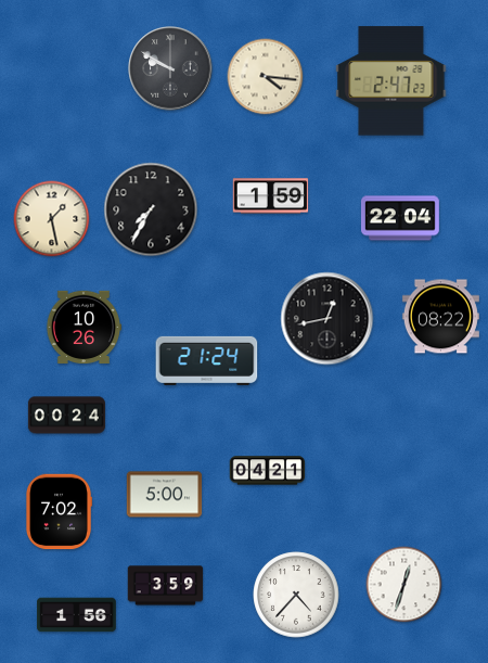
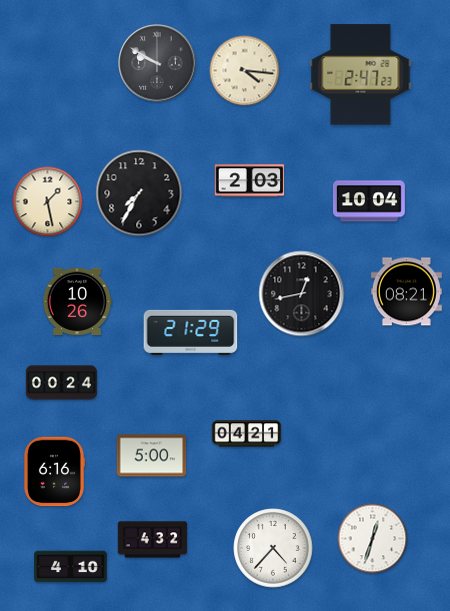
clock at (271, 196): 1:59 -> 2:03
clock at (400, 218): 22:04 -> 10:04
clock at (440, 317): 08:22 -> 08:21
clock at (207, 360): 21:24 -> 21:29
clock at (57, 512): 7:02 -> 6:16
clock at (166, 586): 3:59 -> 4:32
clock at (77, 615): 1:56 -> 4:10
